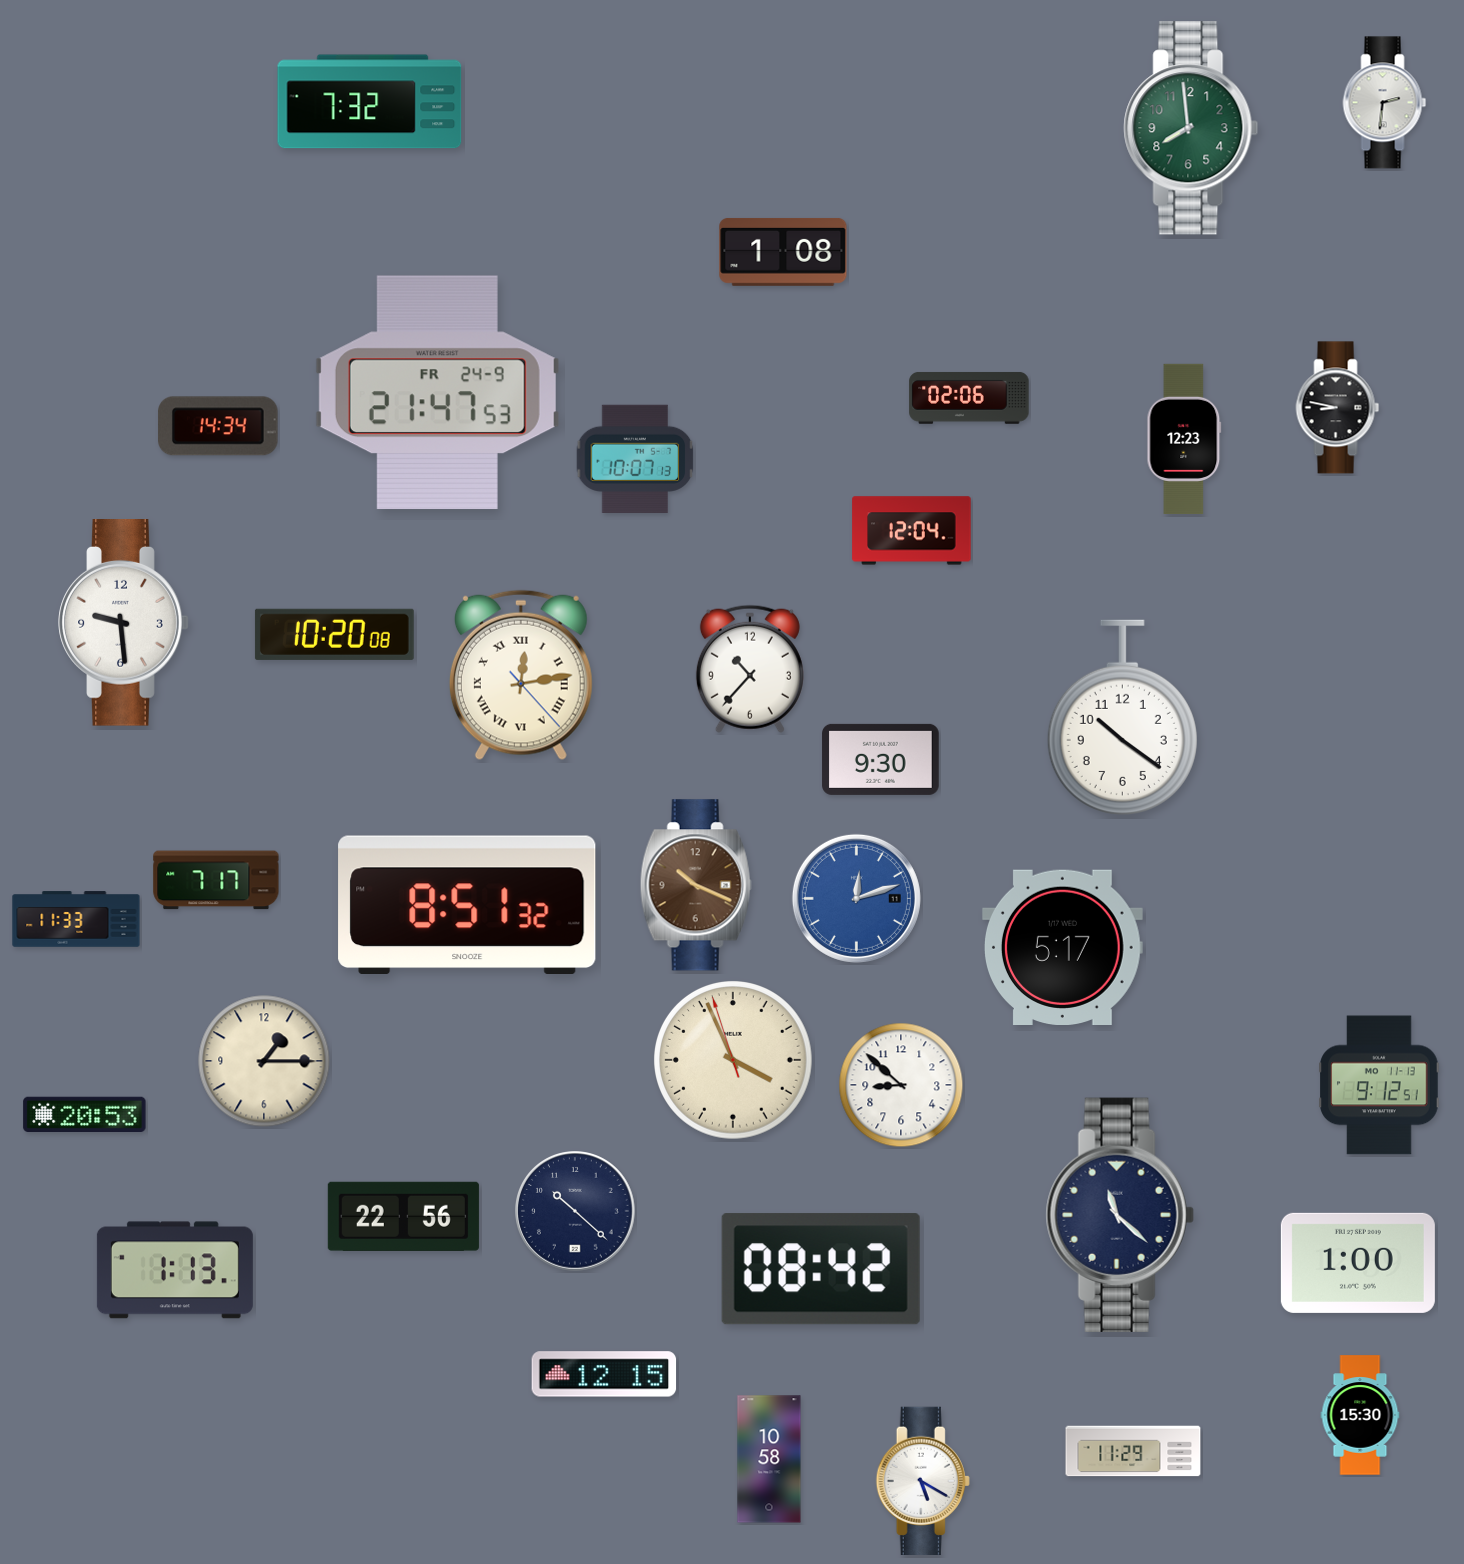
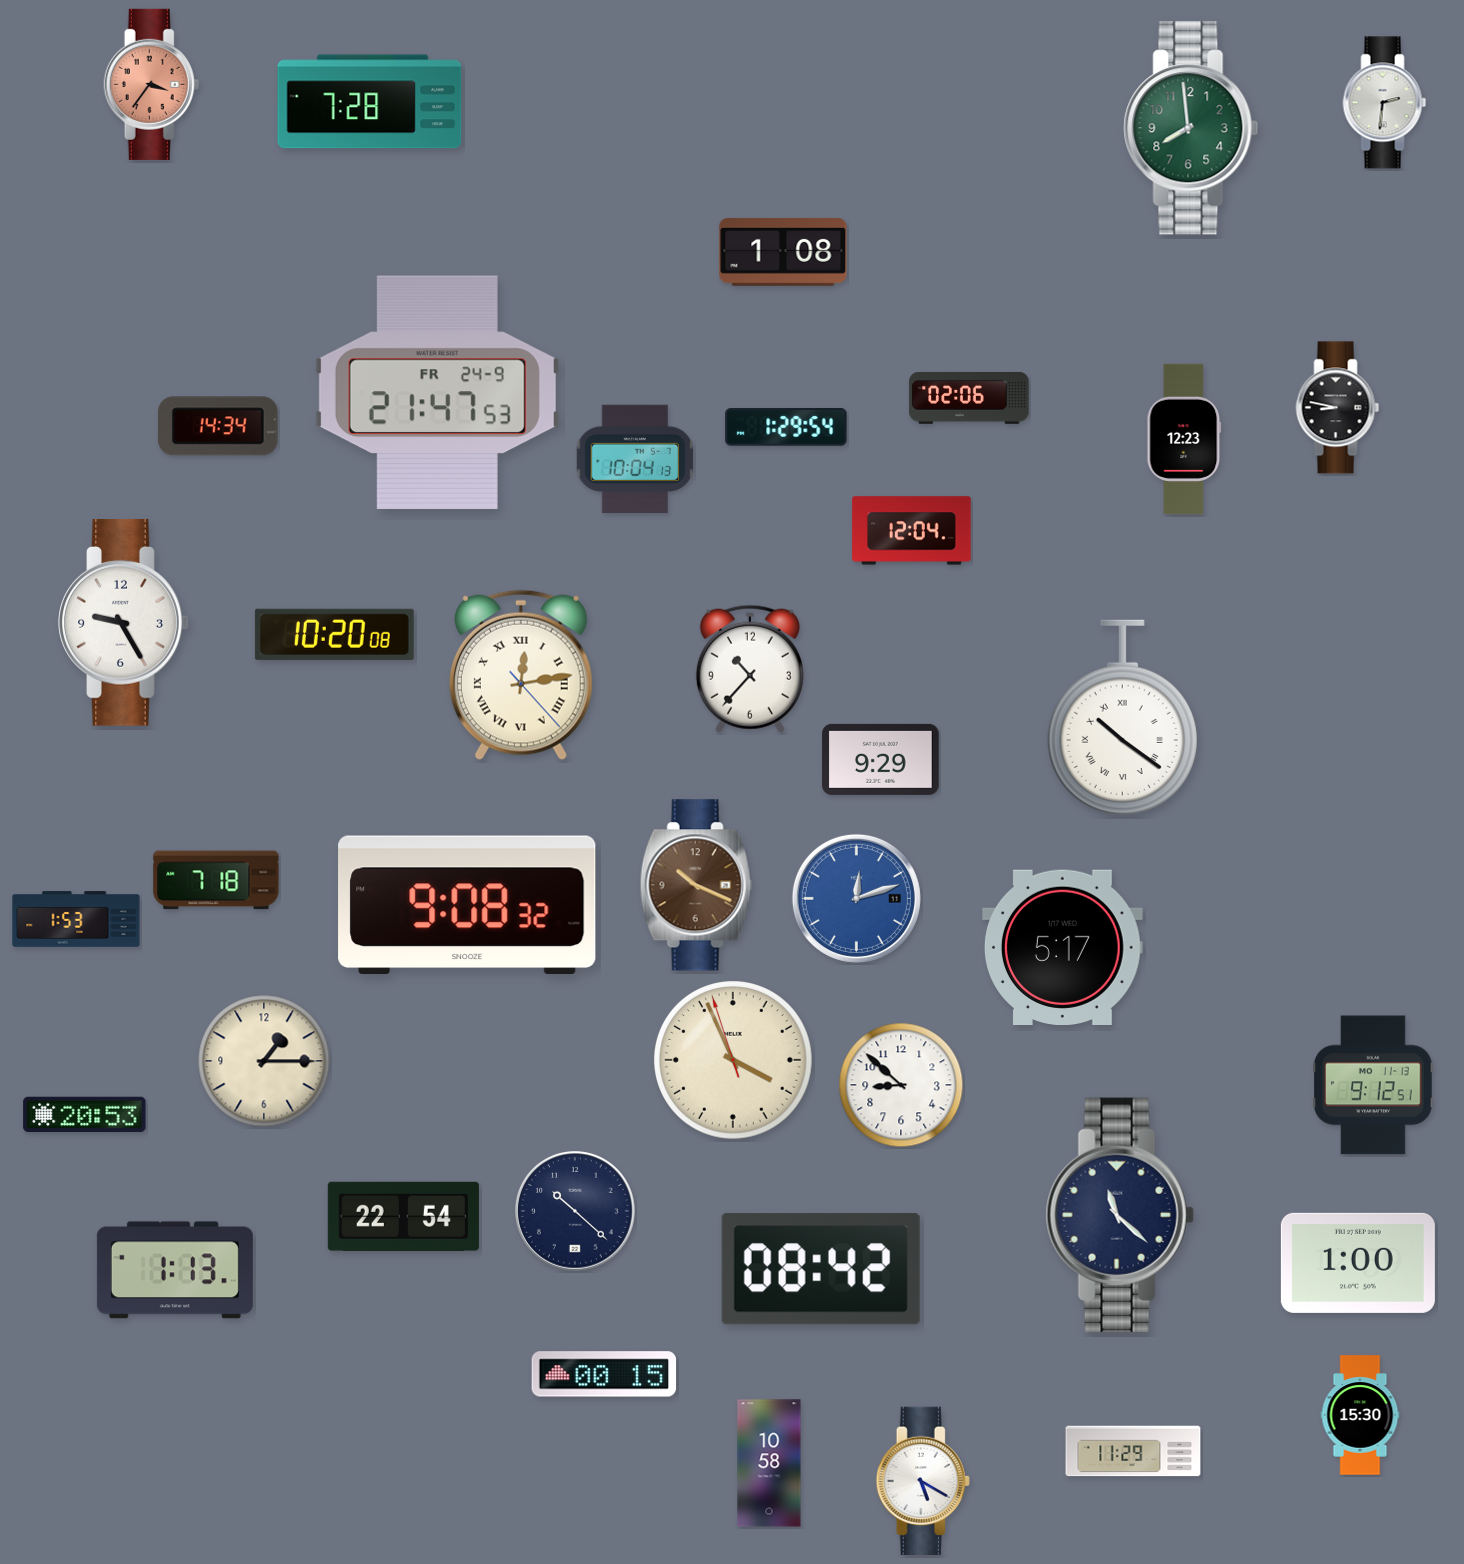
clock at (152, 84): none -> 3:36
clock at (370, 102): 7:32 -> 7:28
clock at (786, 427): none -> 1:29
clock at (635, 459): 10:07 -> 10:04
clock at (124, 623): 9:29 -> 9:25
clock at (1122, 717) numerals: Arabic -> Roman
clock at (881, 759): 9:30 -> 9:29
clock at (216, 880): 7:17 -> 7:18
clock at (467, 904): 8:51 -> 9:08
clock at (76, 919): 11:33 -> 1:53
clock at (1379, 1085) position: (1379, 1085) -> (1373, 1085)
clock at (403, 1216): 22:56 -> 22:54
clock at (604, 1374): 12:15 -> 00:15
clock at (769, 1459) position: (769, 1459) -> (769, 1463)
